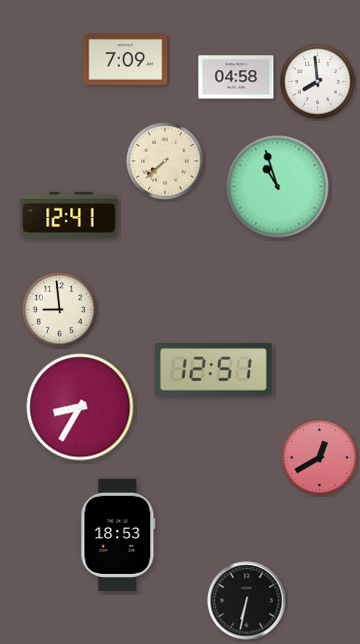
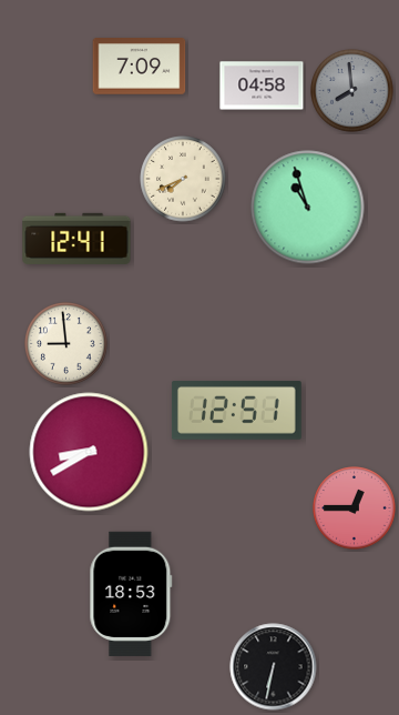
clock at (318, 82) dial: white -> grey
clock at (165, 161): 7:38 -> 7:41
clock at (80, 407): 8:35 -> 8:40
clock at (320, 458): 12:40 -> 12:45
